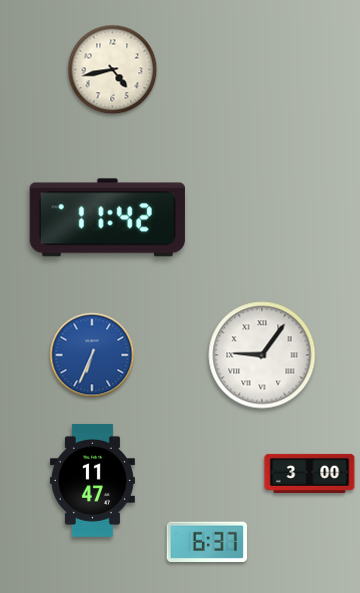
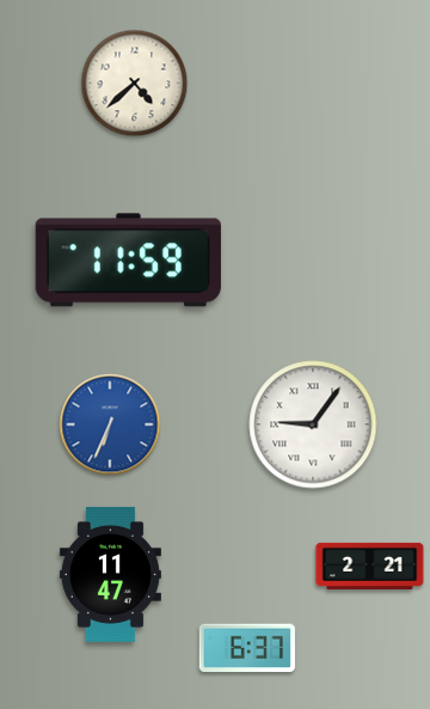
clock at (113, 70): 4:43 -> 4:38
clock at (107, 218): 11:42 -> 11:59
clock at (310, 473): 3:00 -> 2:21
